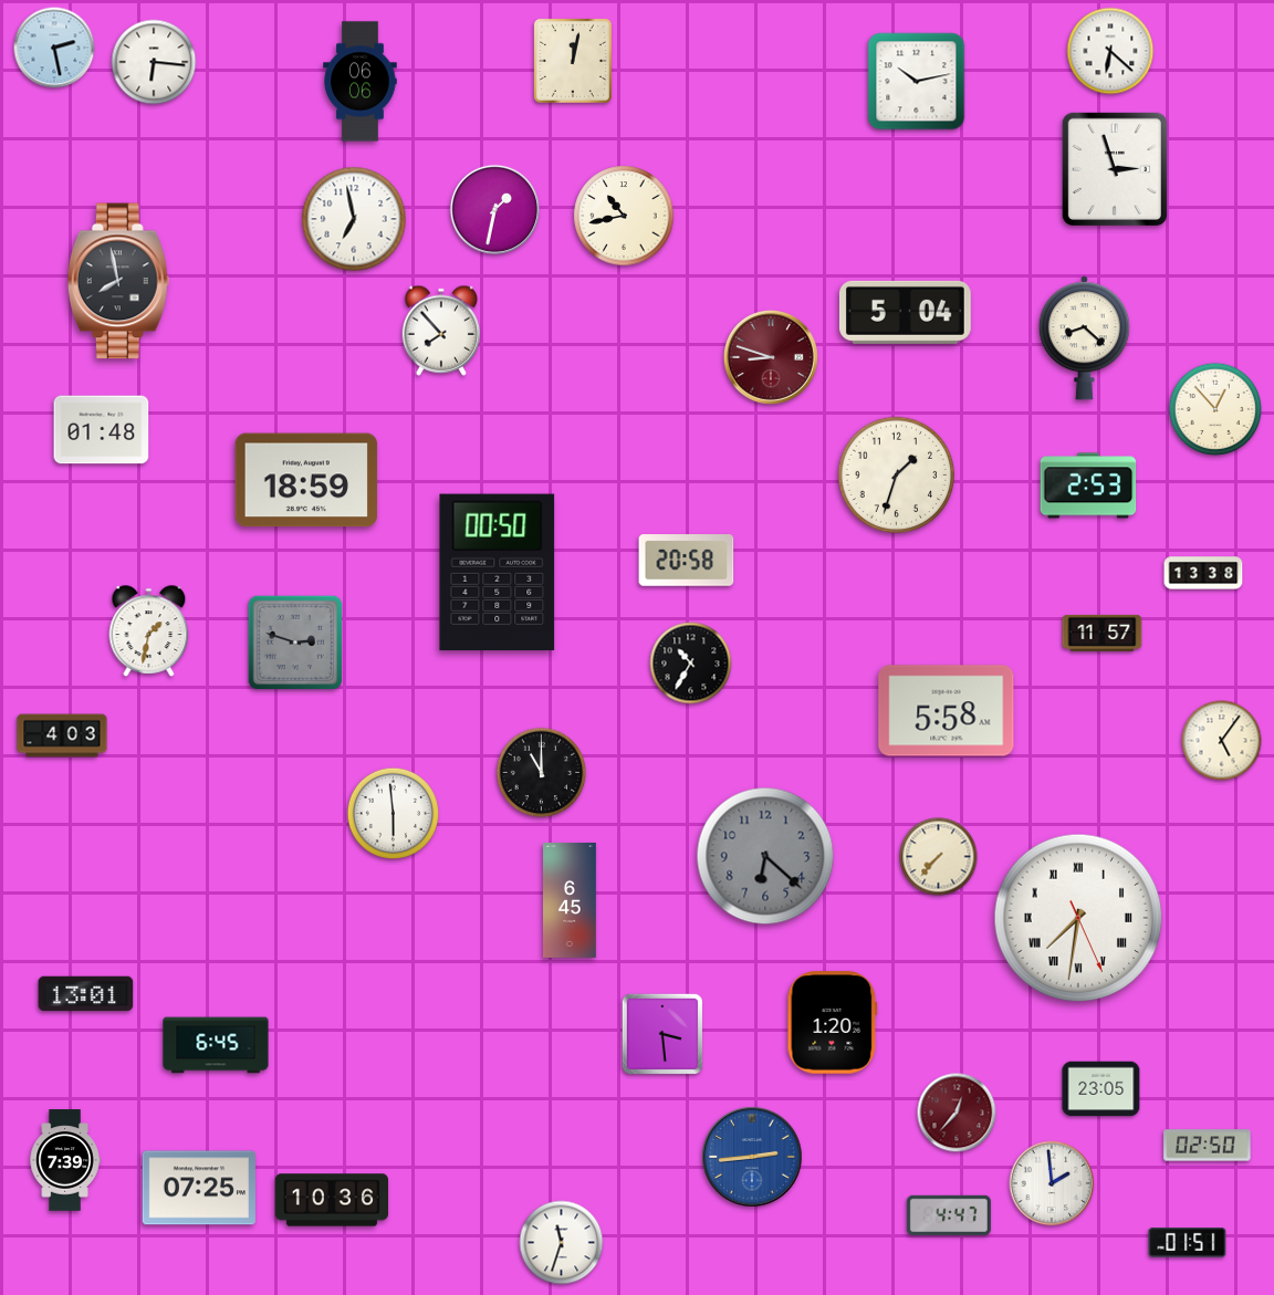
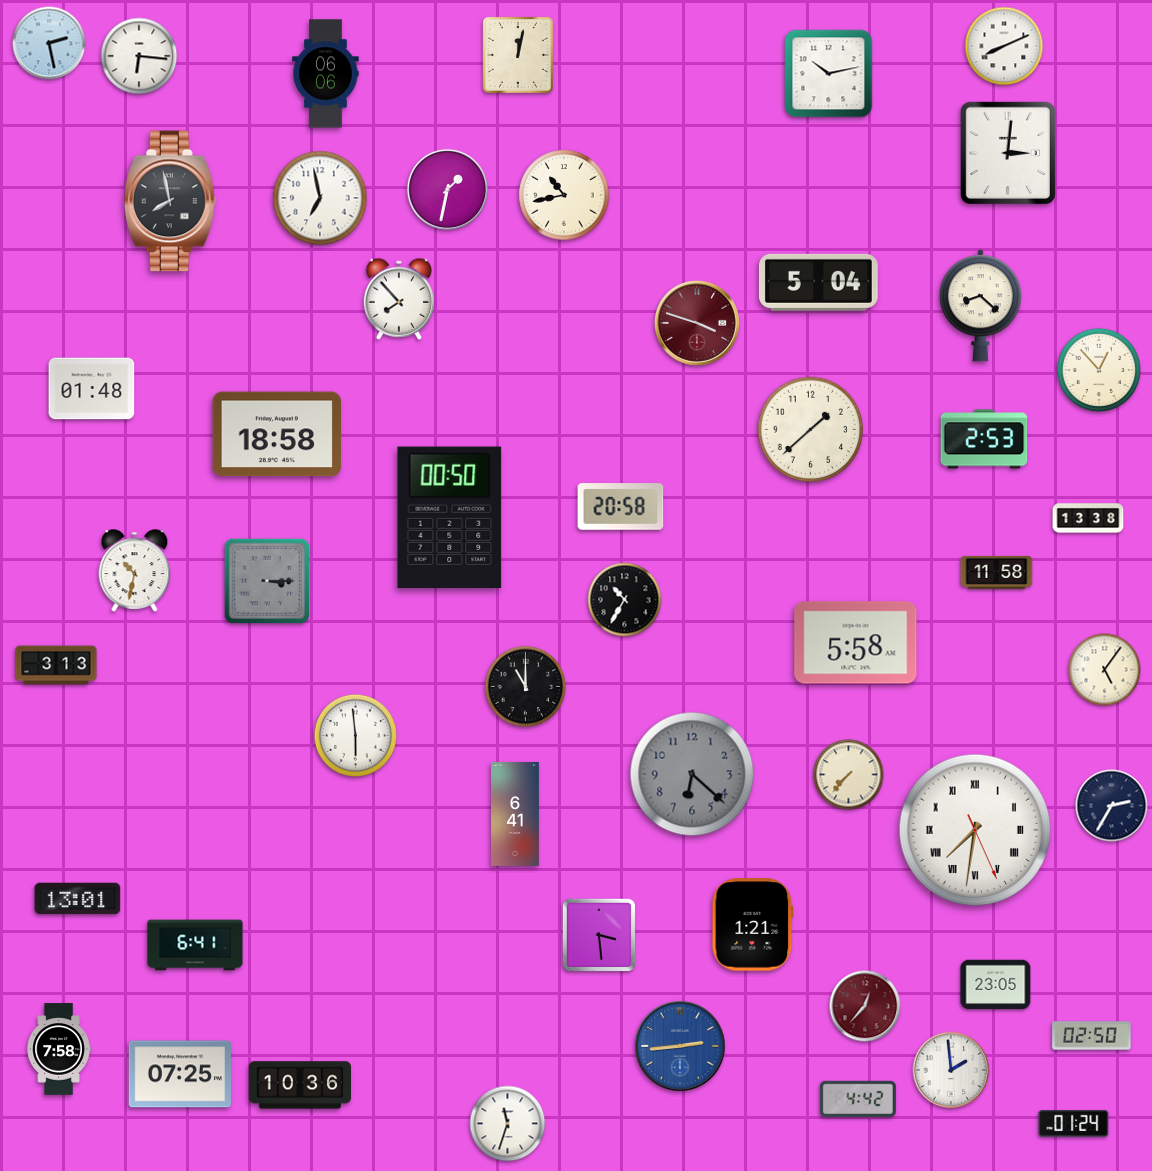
clock at (1110, 51): 6:22 -> 8:11
clock at (1115, 169): 2:57 -> 3:01
clock at (118, 281) position: (118, 281) -> (170, 201)
clock at (771, 357): 8:48 -> 3:48
clock at (897, 476): 1:33 -> 1:38
clock at (306, 480): 18:59 -> 18:58
clock at (149, 631): 1:32 -> 10:32
clock at (1103, 633): 11:57 -> 11:58
clock at (295, 643): 2:48 -> 3:15
clock at (62, 735): 4:03 -> 3:13
clock at (542, 773) position: (542, 773) -> (526, 687)
clock at (1112, 806): none -> 2:35
clock at (571, 900): 6:45 -> 6:41
clock at (833, 1023): 1:20 -> 1:21
clock at (216, 1045): 6:45 -> 6:41
clock at (65, 1160): 7:39 -> 7:58
clock at (949, 1215): 4:47 -> 4:42
clock at (1188, 1243): 01:51 -> 01:24
